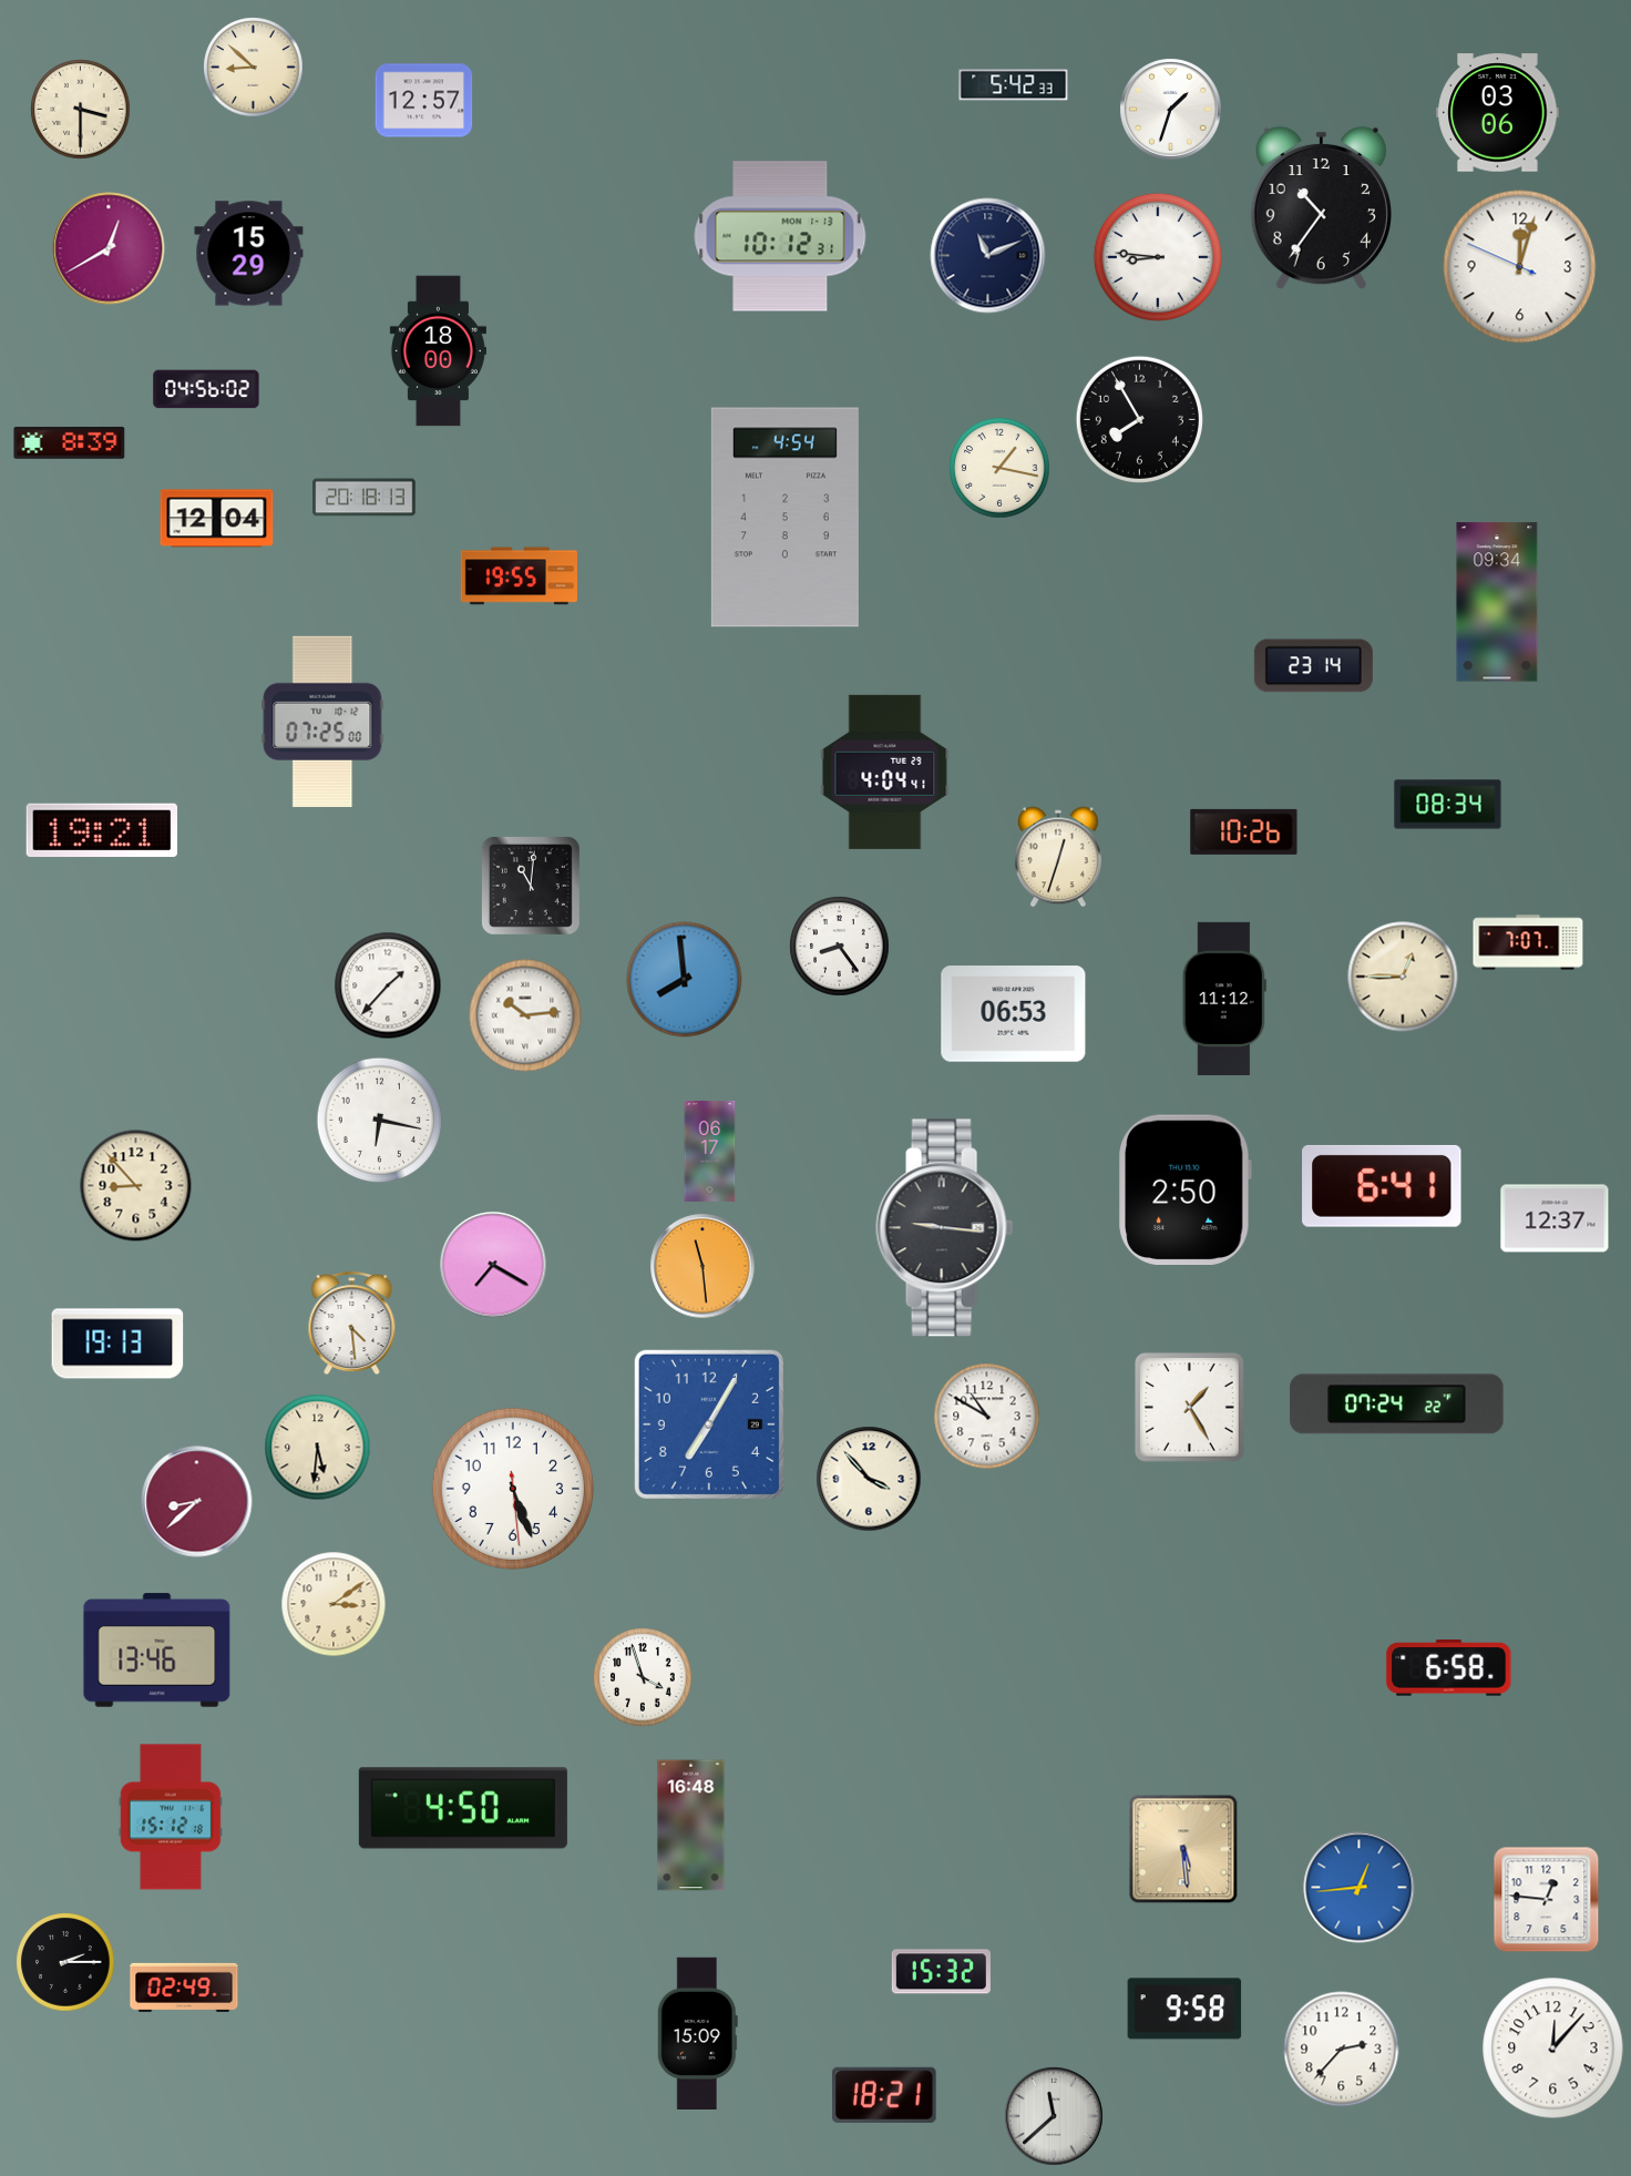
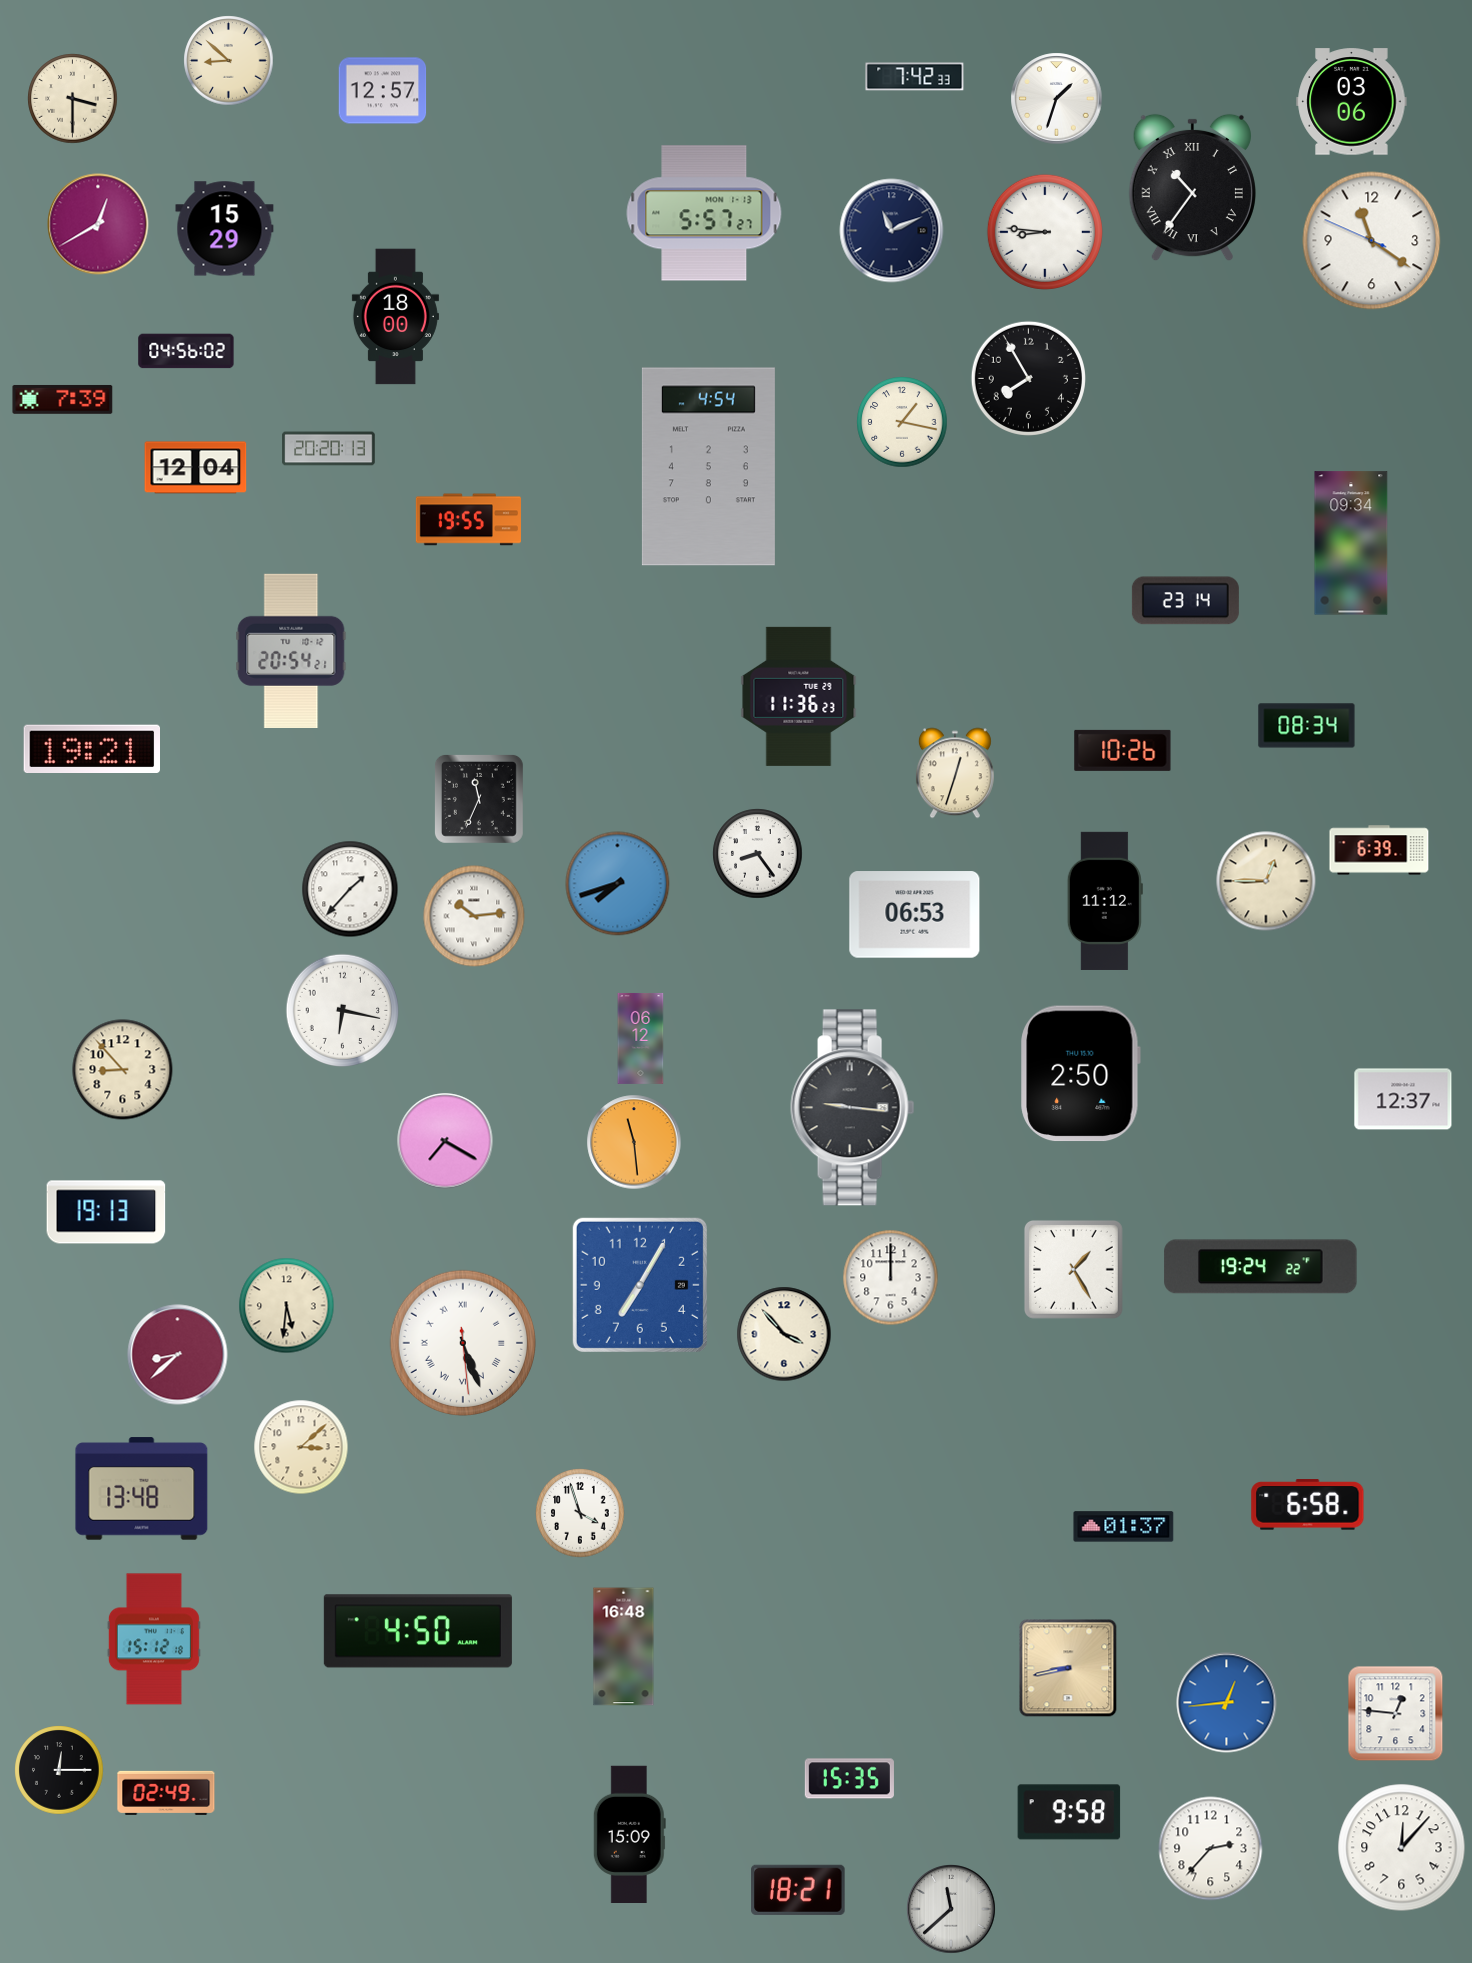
clock at (1014, 85): 5:42 -> 7:42
clock at (1321, 208) numerals: Arabic -> Roman
clock at (780, 236): 10:12 -> 5:57
clock at (1520, 267): 12:02 -> 11:20
clock at (70, 443): 8:39 -> 7:39
clock at (365, 498): 20:18 -> 20:20
clock at (322, 722): 07:25 -> 20:54
clock at (885, 772): 4:04 -> 11:36
clock at (531, 886): 11:01 -> 11:34
clock at (1528, 942): 7:07 -> 6:39
clock at (685, 980): 7:59 -> 7:42
clock at (710, 1151): 06:17 -> 06:12
clock at (1382, 1186): 6:41 -> none
clock at (1186, 1191) position: (1186, 1191) -> (1081, 1074)
clock at (352, 1324): 4:29 -> none
clock at (1397, 1404): 07:24 -> 19:24
clock at (987, 1417): 10:50 -> 12:00
clock at (512, 1488) numerals: Arabic -> Roman
clock at (334, 1604): 3:09 -> 3:08
clock at (157, 1651): 13:46 -> 13:48
clock at (1124, 1527): none -> 01:37
clock at (1183, 1849): 5:29 -> 8:43
clock at (65, 1962): 2:15 -> 12:15
clock at (941, 1972): 15:32 -> 15:35
